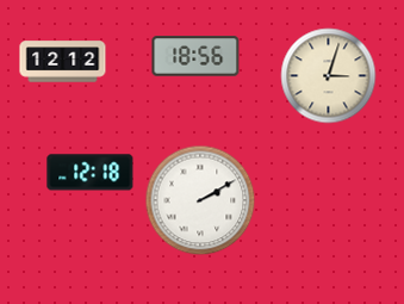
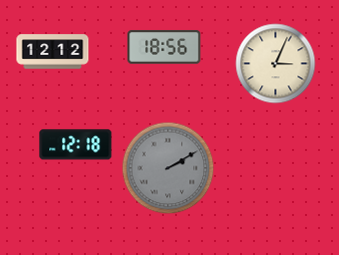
clock at (329, 76): 3:03 -> 3:04
clock at (200, 200) dial: white -> grey
